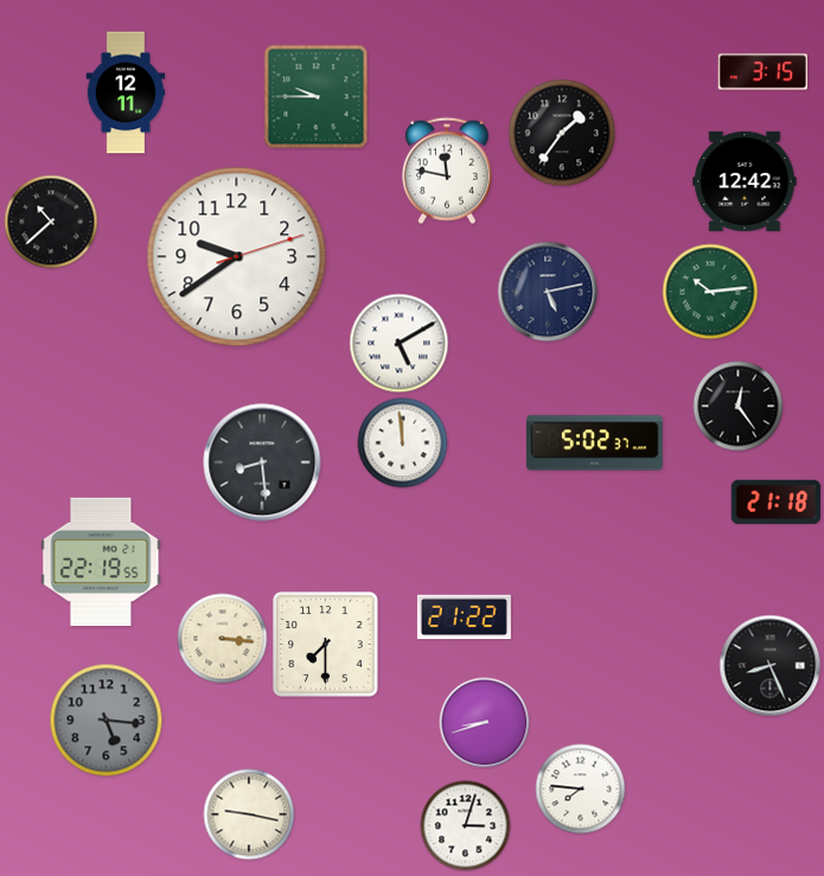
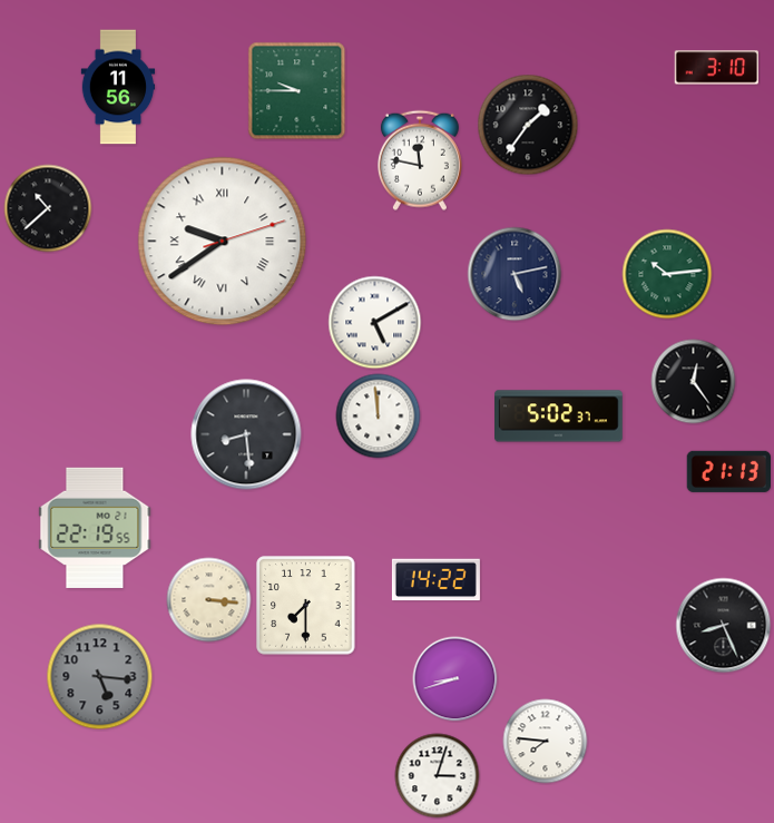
clock at (762, 72): 3:15 -> 3:10
clock at (126, 92): 12:11 -> 11:56
clock at (745, 181): 12:42 -> none
clock at (237, 257) numerals: Arabic -> Roman
clock at (775, 501): 21:18 -> 21:13
clock at (464, 618): 21:22 -> 14:22
clock at (249, 814): 9:17 -> none
